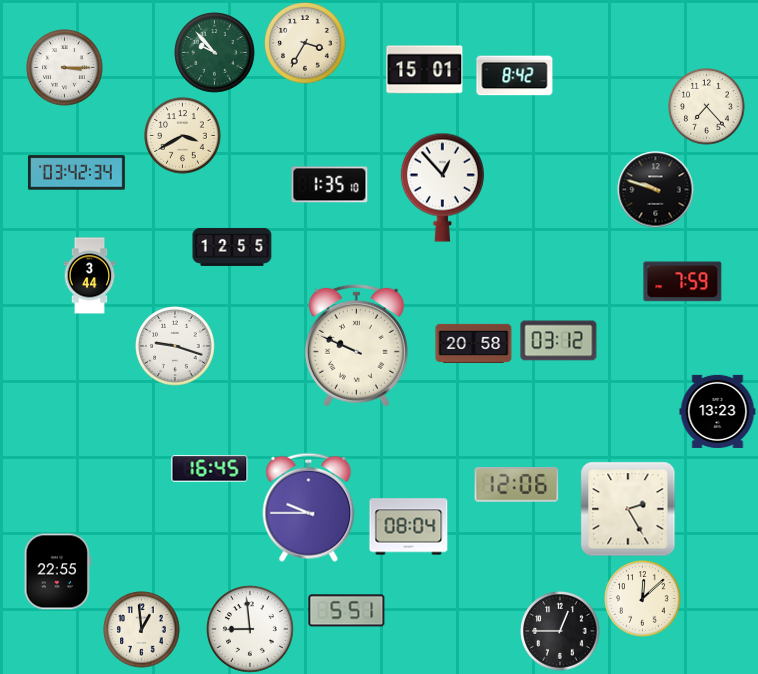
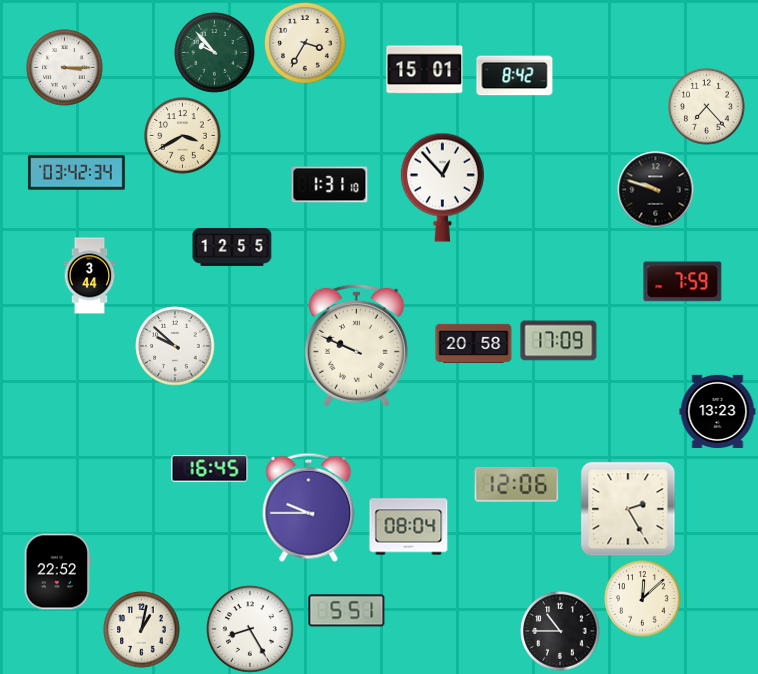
clock at (330, 185): 1:35 -> 1:31
clock at (559, 341): 03:12 -> 17:09
clock at (175, 346): 9:18 -> 9:52
clock at (57, 572): 22:55 -> 22:52
clock at (142, 630): 12:59 -> 1:02
clock at (251, 630): 8:59 -> 8:25
clock at (560, 631): 12:45 -> 10:45
